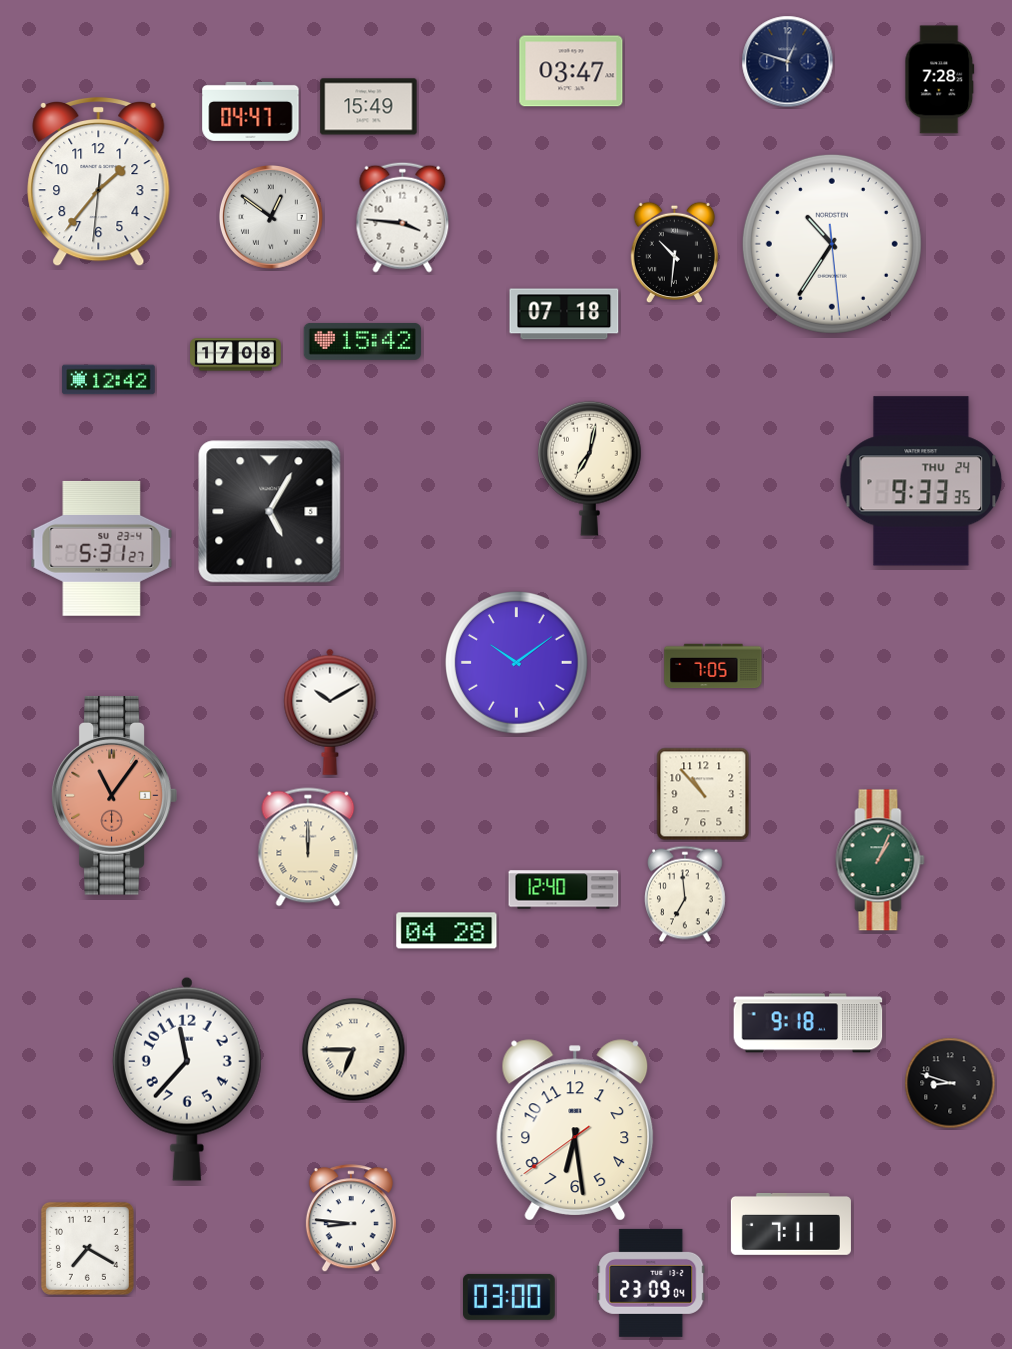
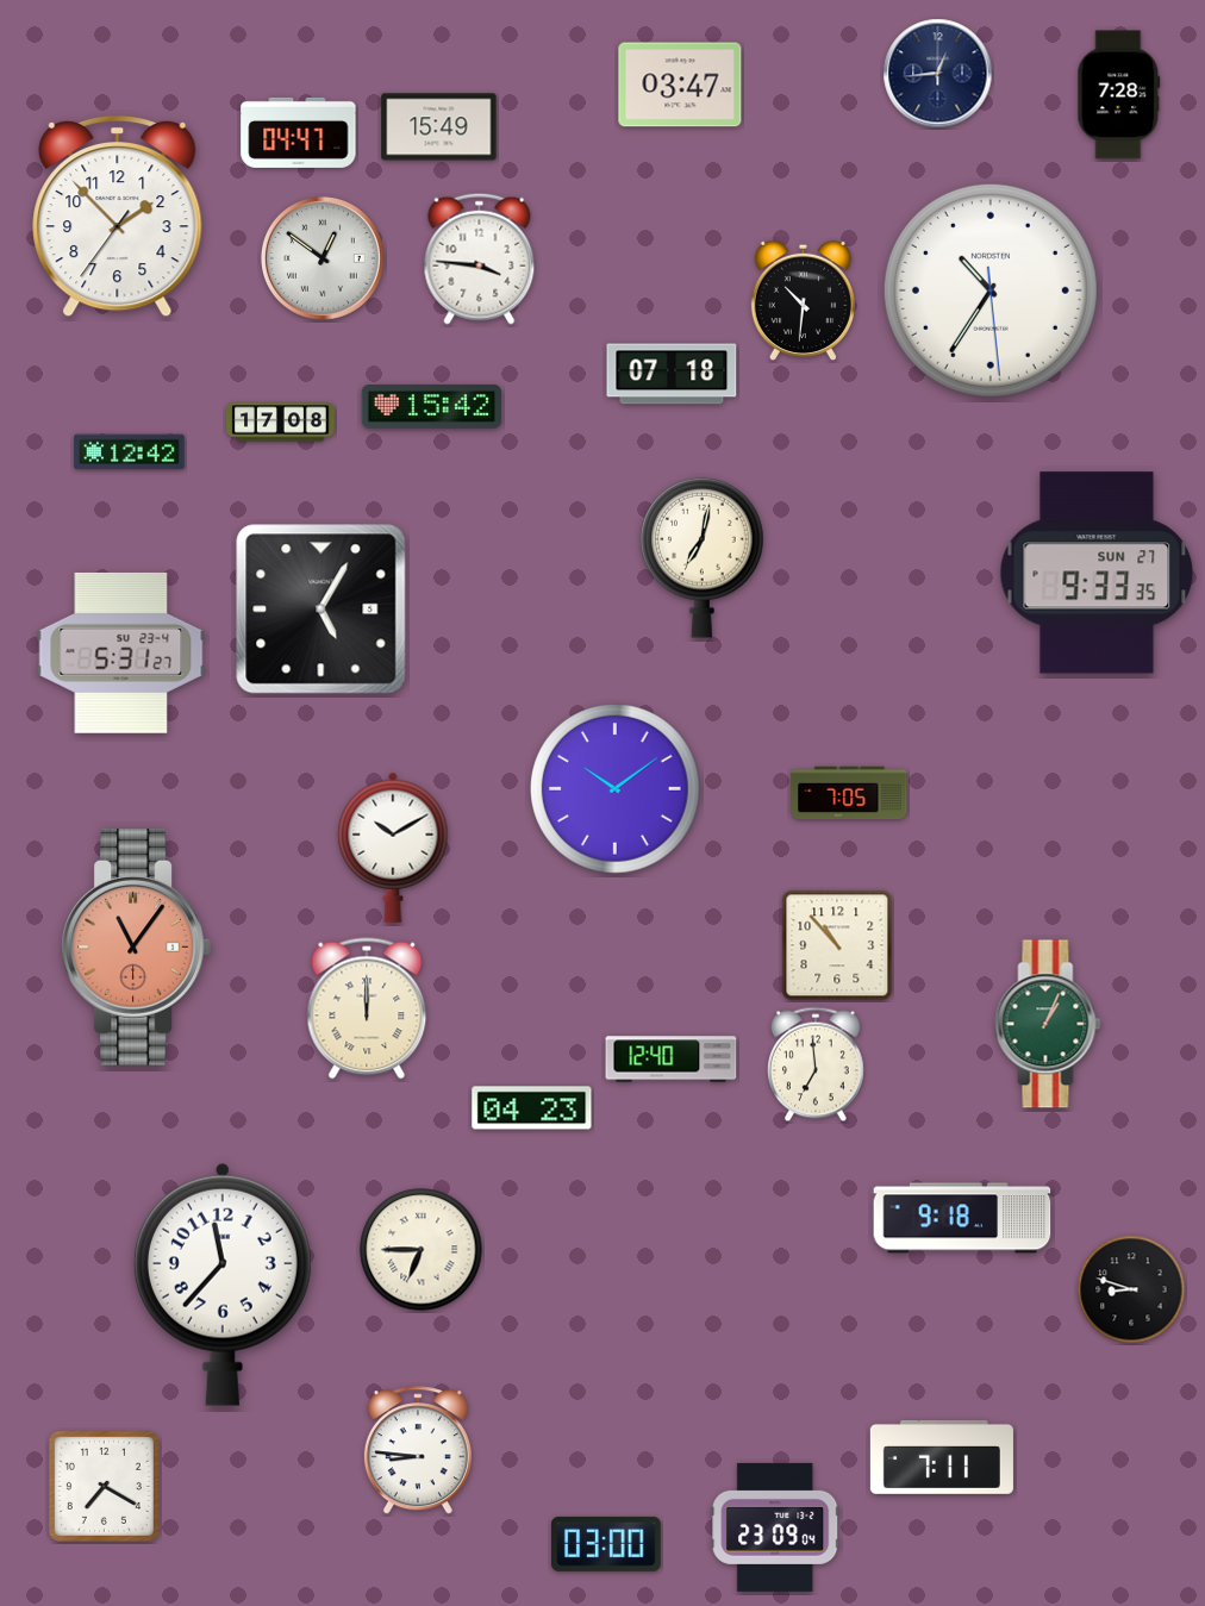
clock at (788, 62): 12:48 -> 12:44
clock at (99, 182): 1:36 -> 1:52
clock at (921, 481) date: THU 24 -> SUN 27
clock at (447, 931): 04:28 -> 04:23
clock at (575, 1130): 6:28 -> none
